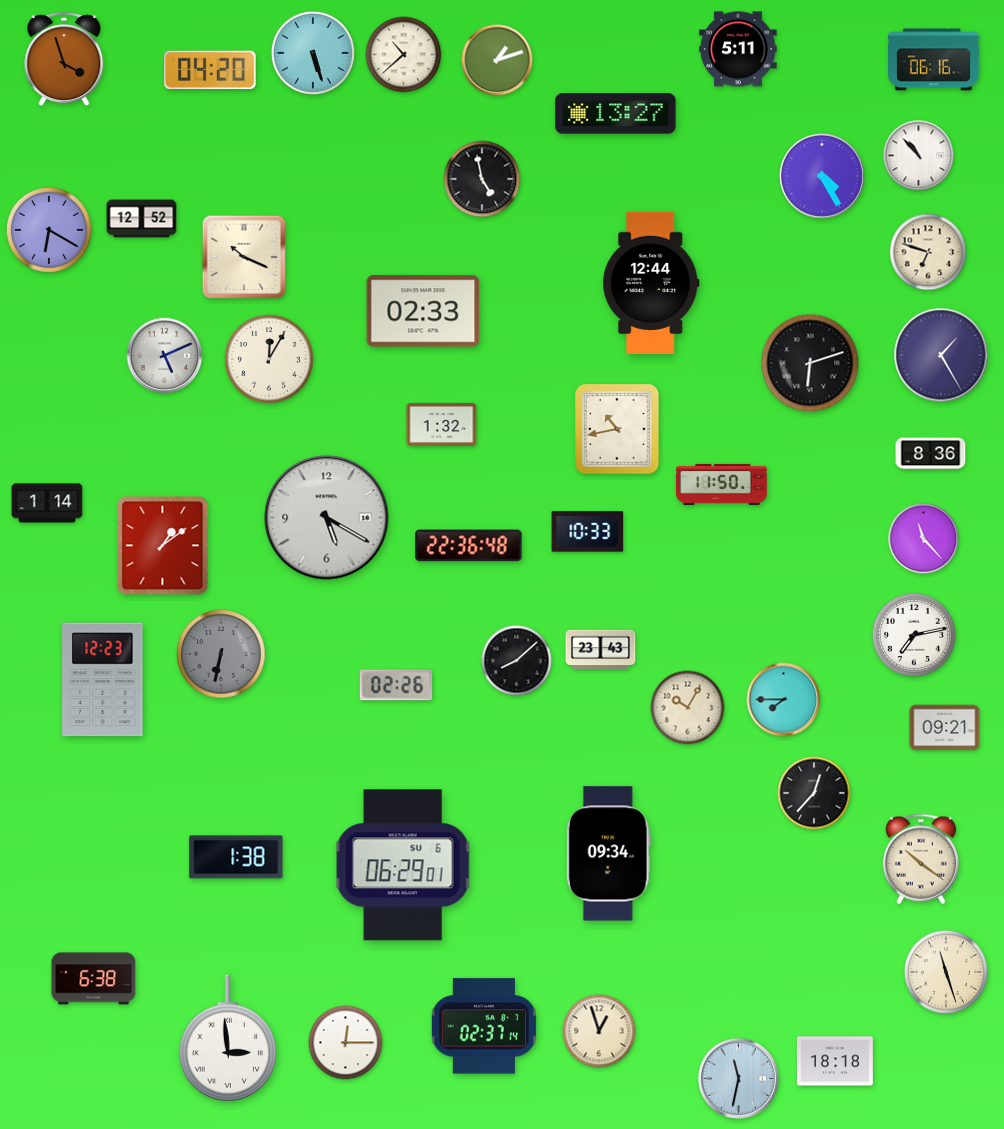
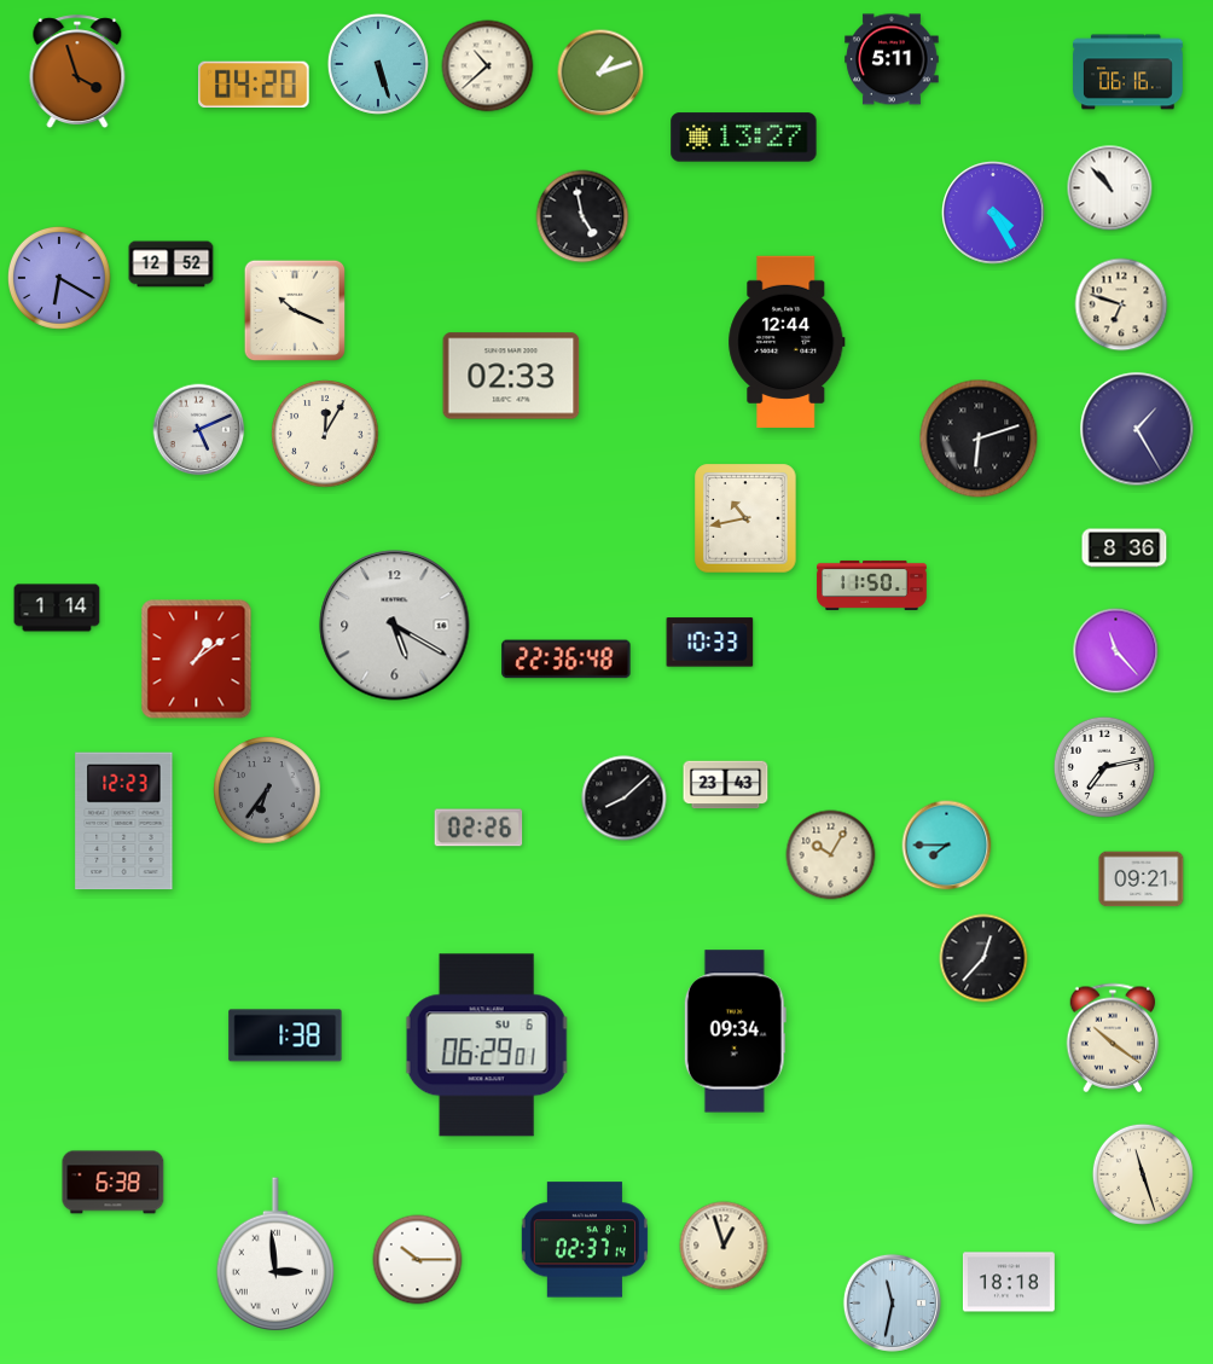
clock at (442, 424): 1:32 -> none
clock at (221, 654): 6:32 -> 6:36
clock at (346, 1043): 12:15 -> 10:15
